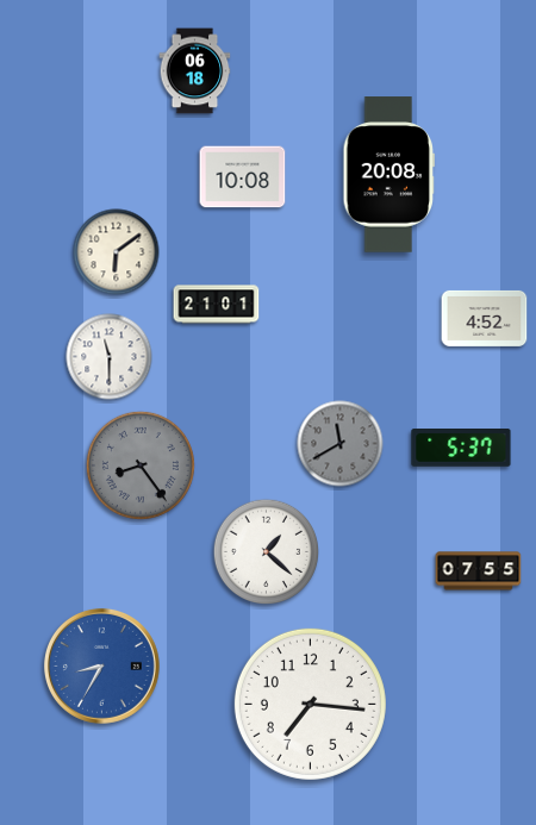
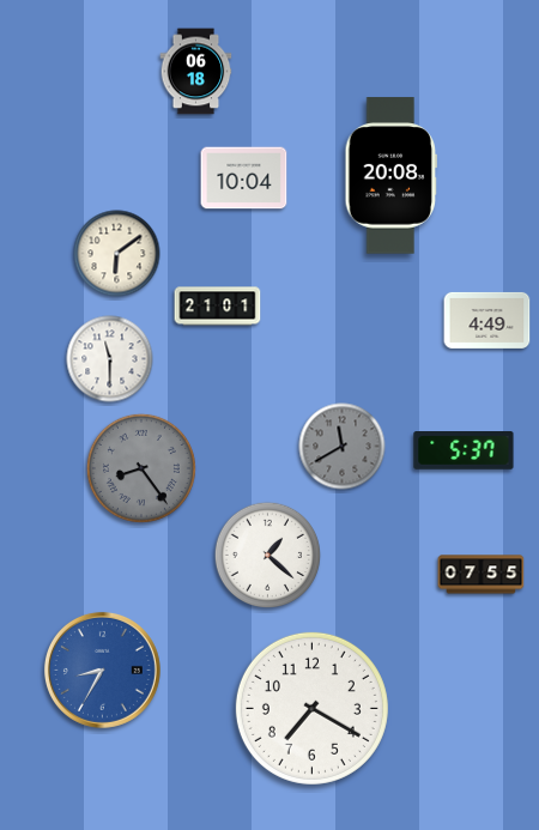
clock at (243, 177): 10:08 -> 10:04
clock at (485, 318): 4:52 -> 4:49
clock at (310, 704): 7:16 -> 7:20
